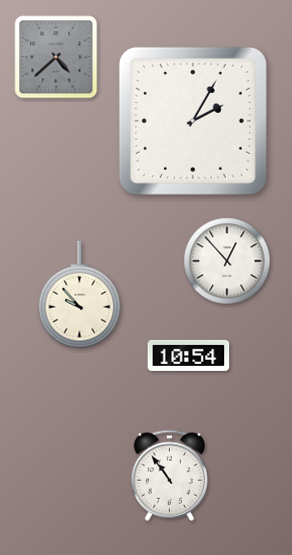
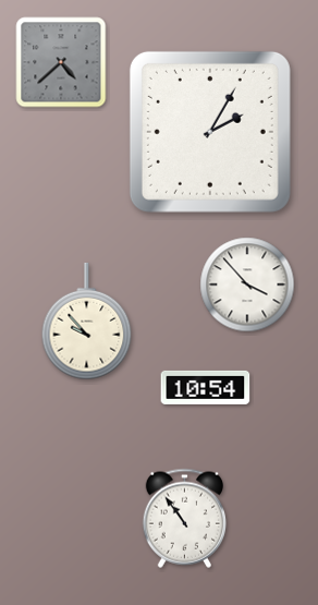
clock at (227, 261): 12:53 -> 3:53
